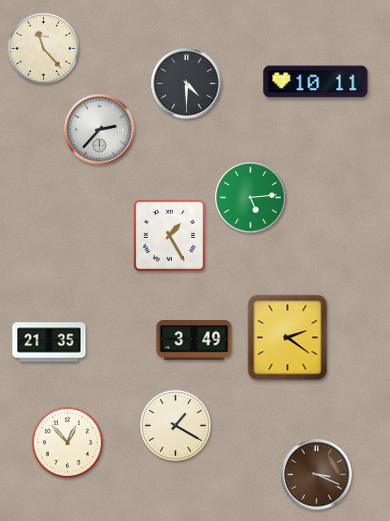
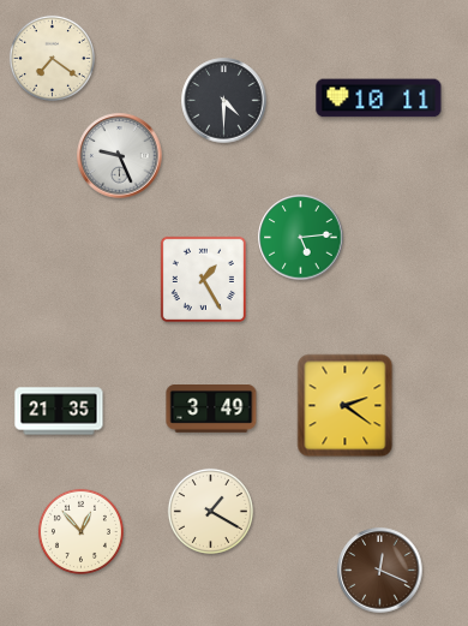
clock at (43, 48): 11:23 -> 7:21
clock at (100, 130): 2:37 -> 9:26
clock at (169, 235) position: (169, 235) -> (203, 279)
clock at (194, 341) position: (194, 341) -> (211, 410)
clock at (317, 475): 3:19 -> 12:19
